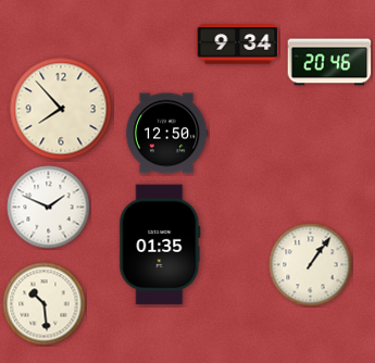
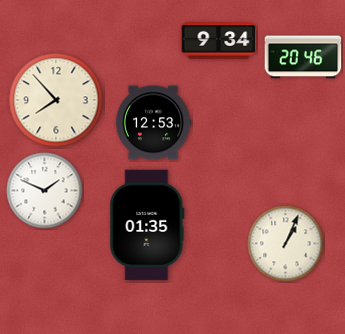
clock at (166, 134): 12:50 -> 12:53
clock at (311, 265): 1:06 -> 1:04
clock at (45, 304): 10:29 -> none
